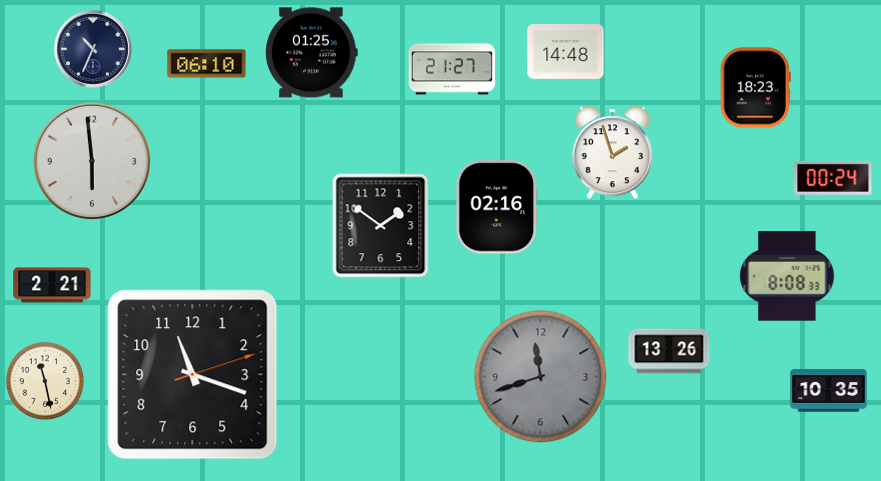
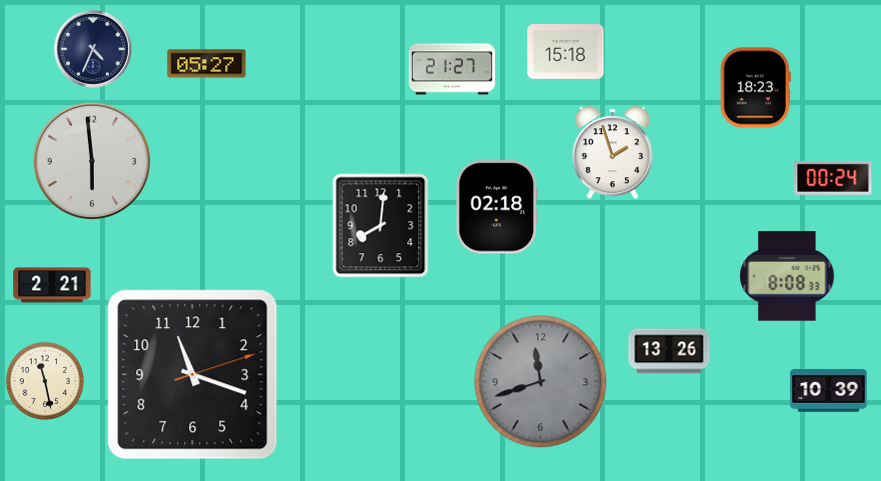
clock at (93, 49): 10:34 -> 4:34
clock at (566, 52): 14:48 -> 15:18
clock at (312, 53): 01:25 -> none
clock at (207, 64): 06:10 -> 05:27
clock at (497, 207): 02:16 -> 02:18
clock at (381, 226): 1:51 -> 8:01
clock at (541, 377) position: (541, 377) -> (541, 382)
clock at (829, 391): 10:35 -> 10:39
